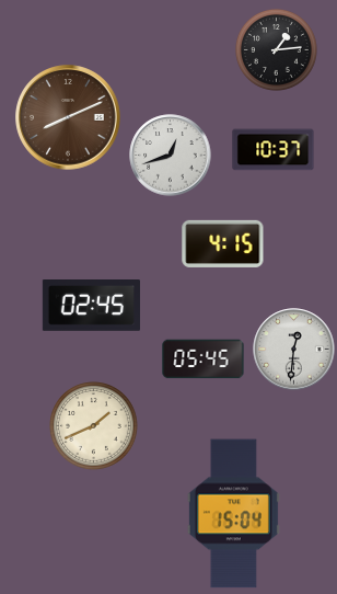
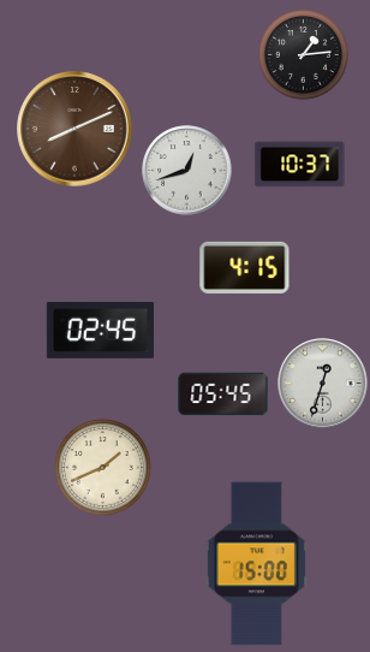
clock at (91, 306) position: (91, 306) -> (100, 331)
clock at (294, 350): 12:31 -> 12:33
clock at (233, 514): 15:04 -> 15:00
